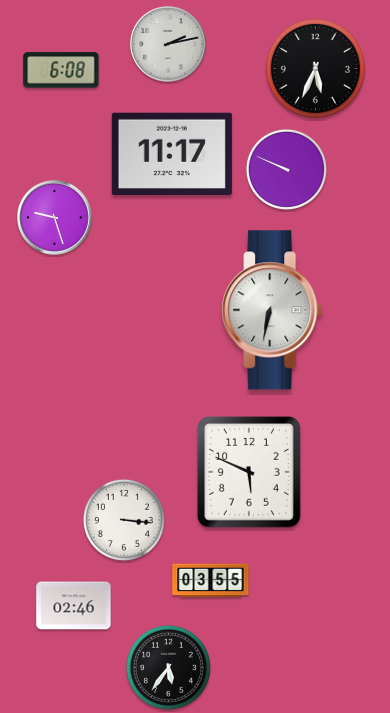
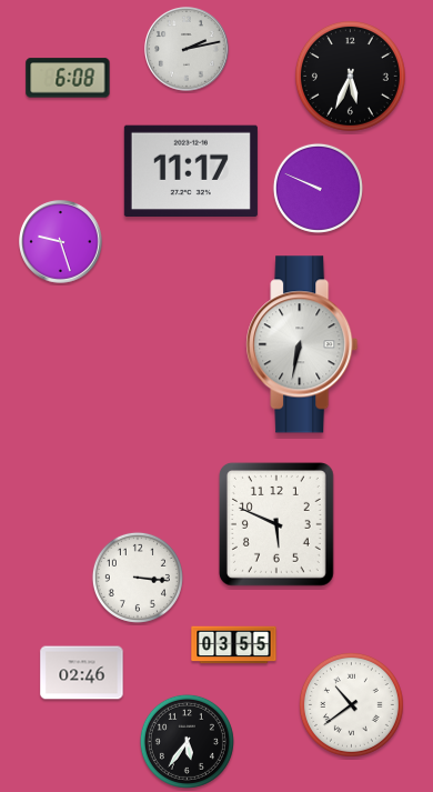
clock at (351, 704): none -> 10:39
